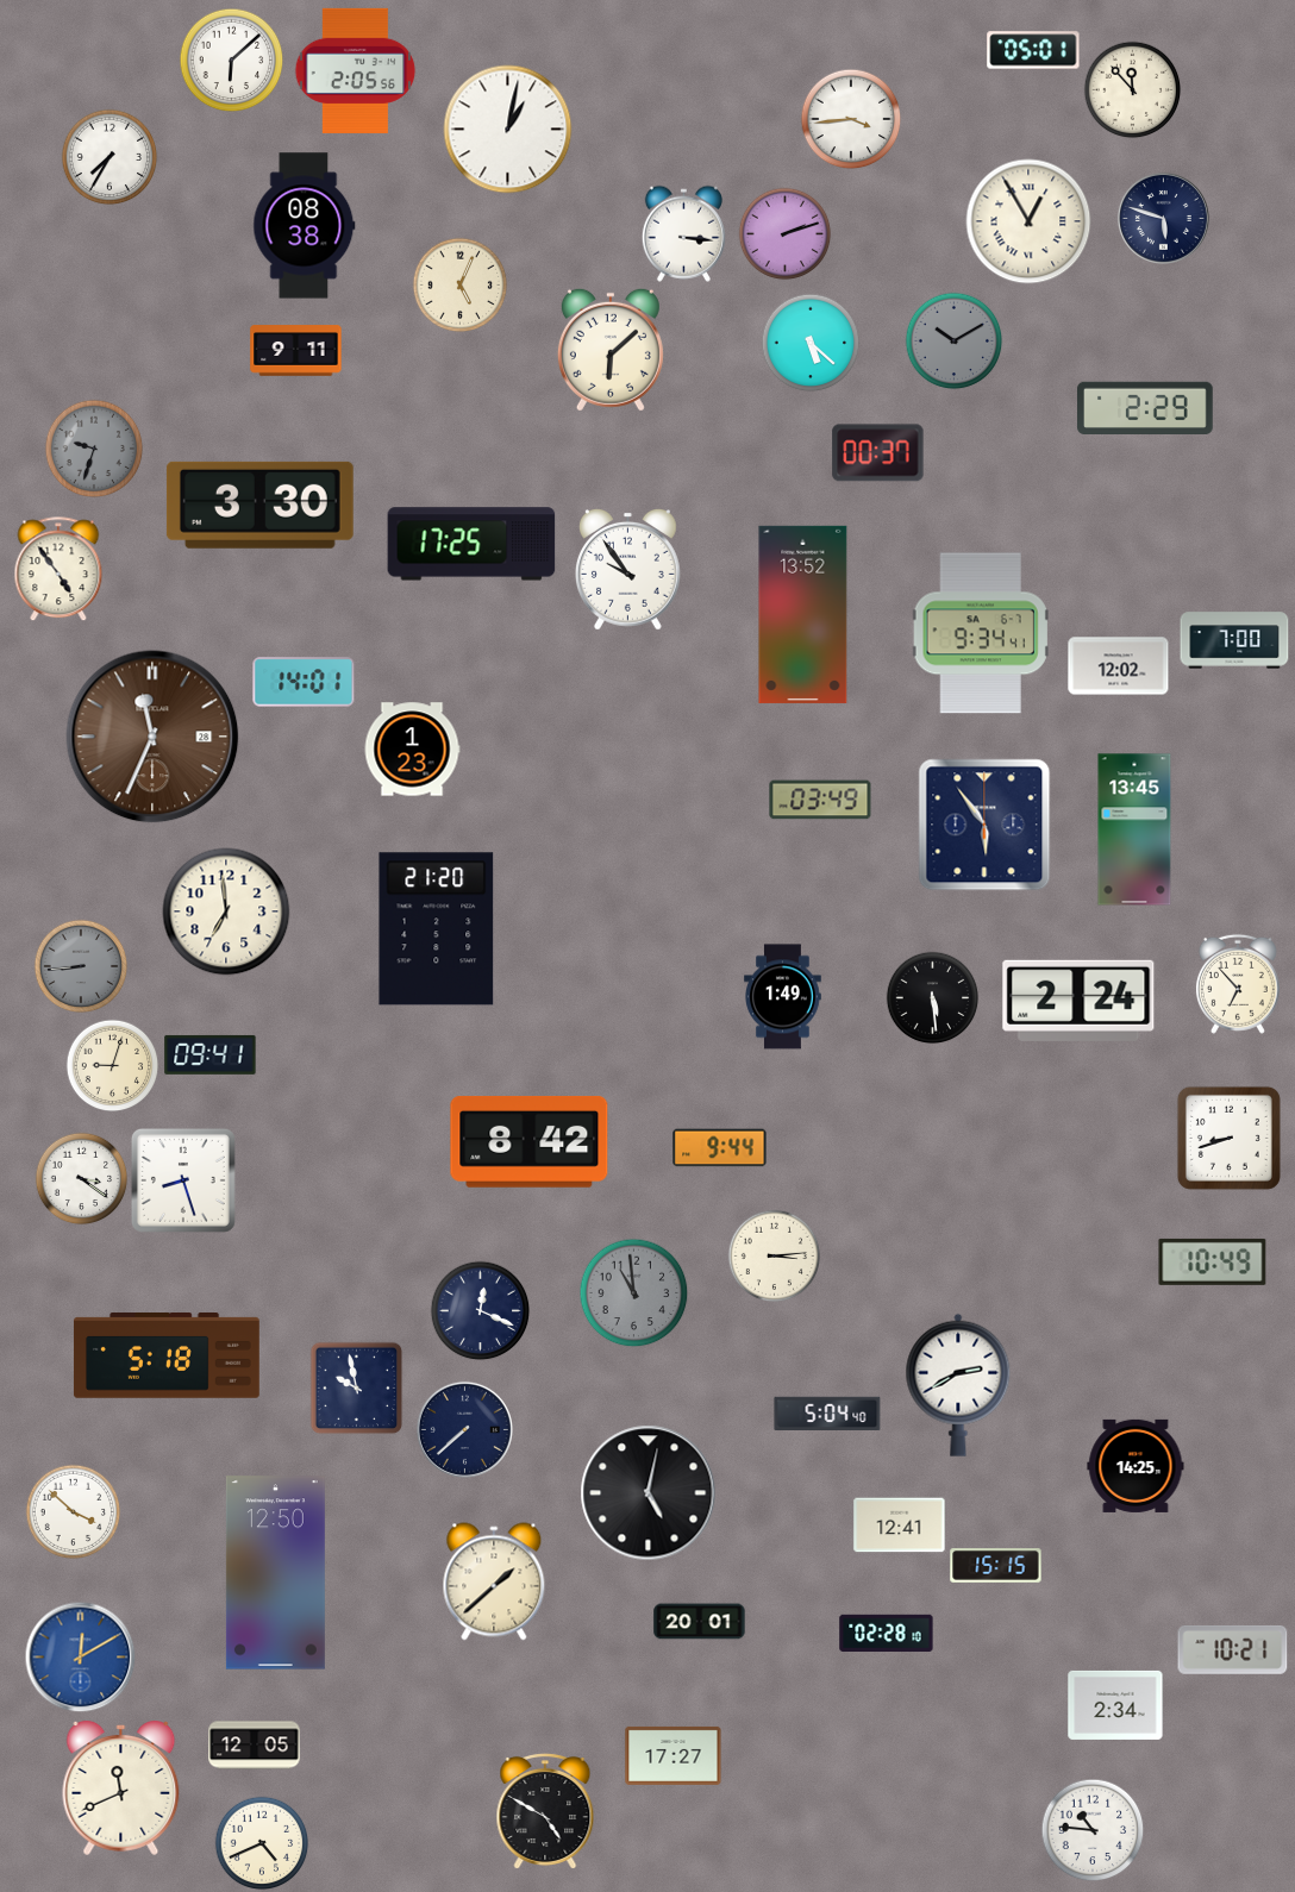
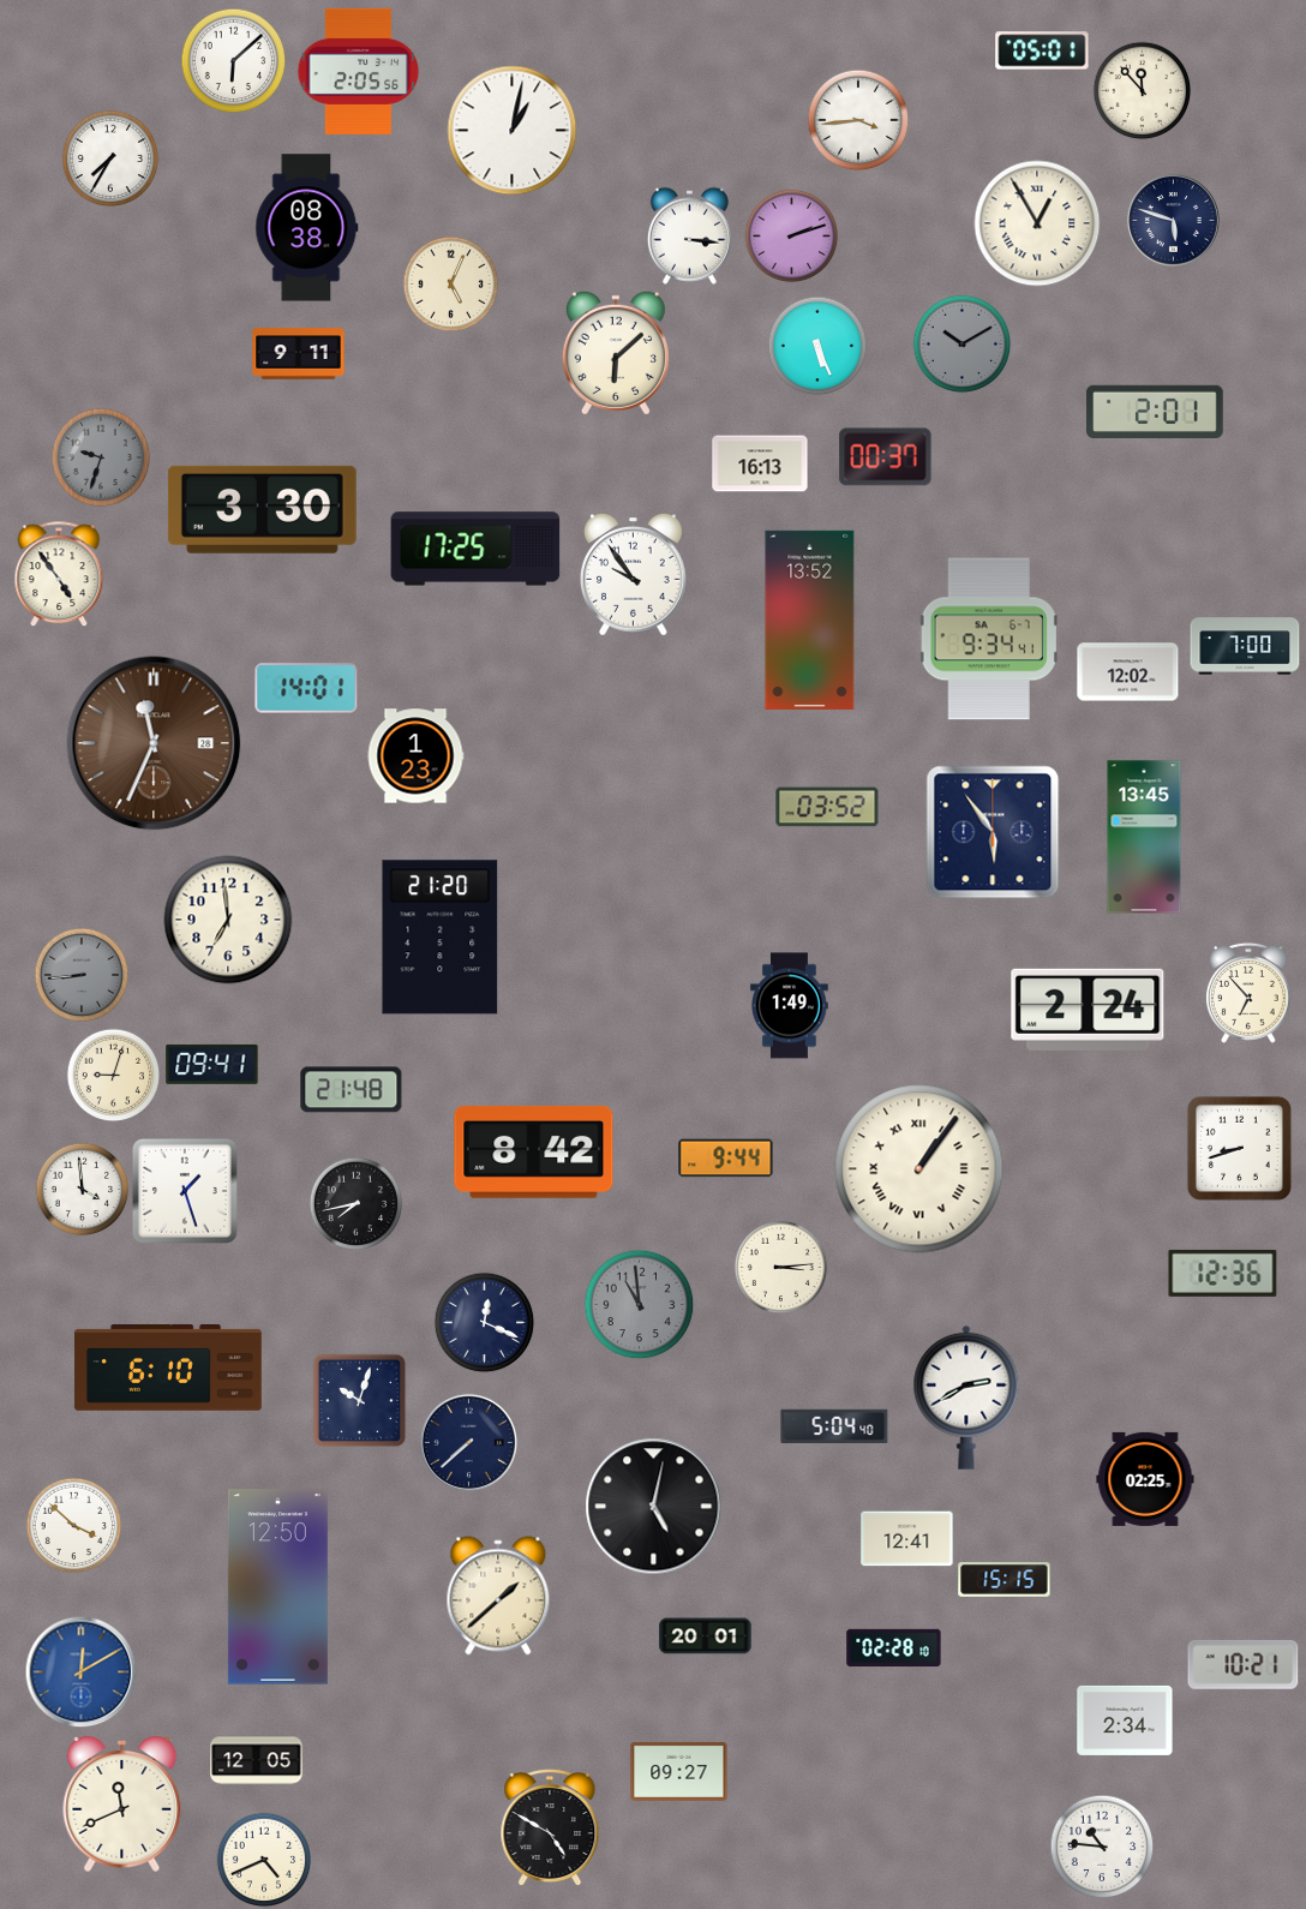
clock at (459, 284) position: (459, 284) -> (450, 283)
clock at (811, 343): 5:22 -> 5:26
clock at (1145, 407): 2:29 -> 2:01
clock at (94, 449) position: (94, 449) -> (101, 457)
clock at (760, 463): none -> 16:13
clock at (820, 800): 03:49 -> 03:52
clock at (932, 997): 5:29 -> none
clock at (352, 1090): none -> 21:48
clock at (919, 1169): none -> 1:06
clock at (81, 1178): 3:21 -> 3:59
clock at (183, 1180): 8:27 -> 1:27
clock at (355, 1203): none -> 7:43
clock at (1213, 1261): 10:49 -> 12:36
clock at (167, 1357): 5:18 -> 6:10
clock at (356, 1387): 9:58 -> 10:03
clock at (1136, 1466): 14:25 -> 02:25
clock at (674, 1755): 17:27 -> 09:27
